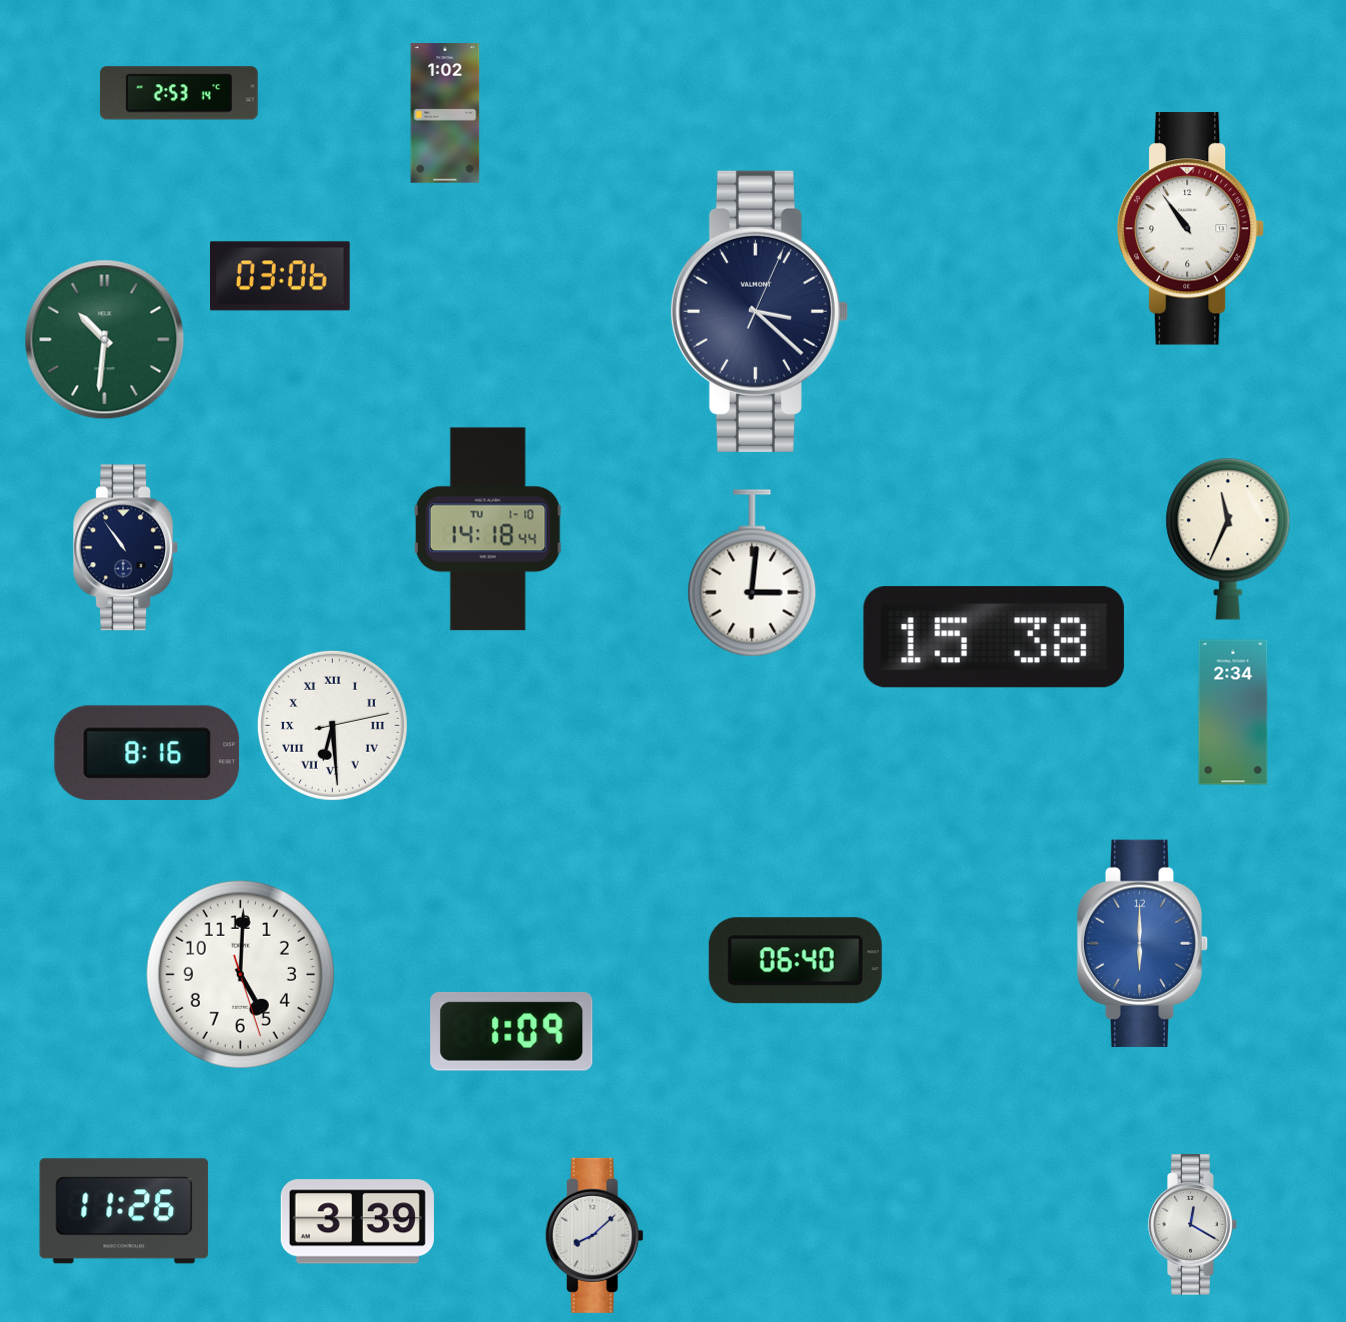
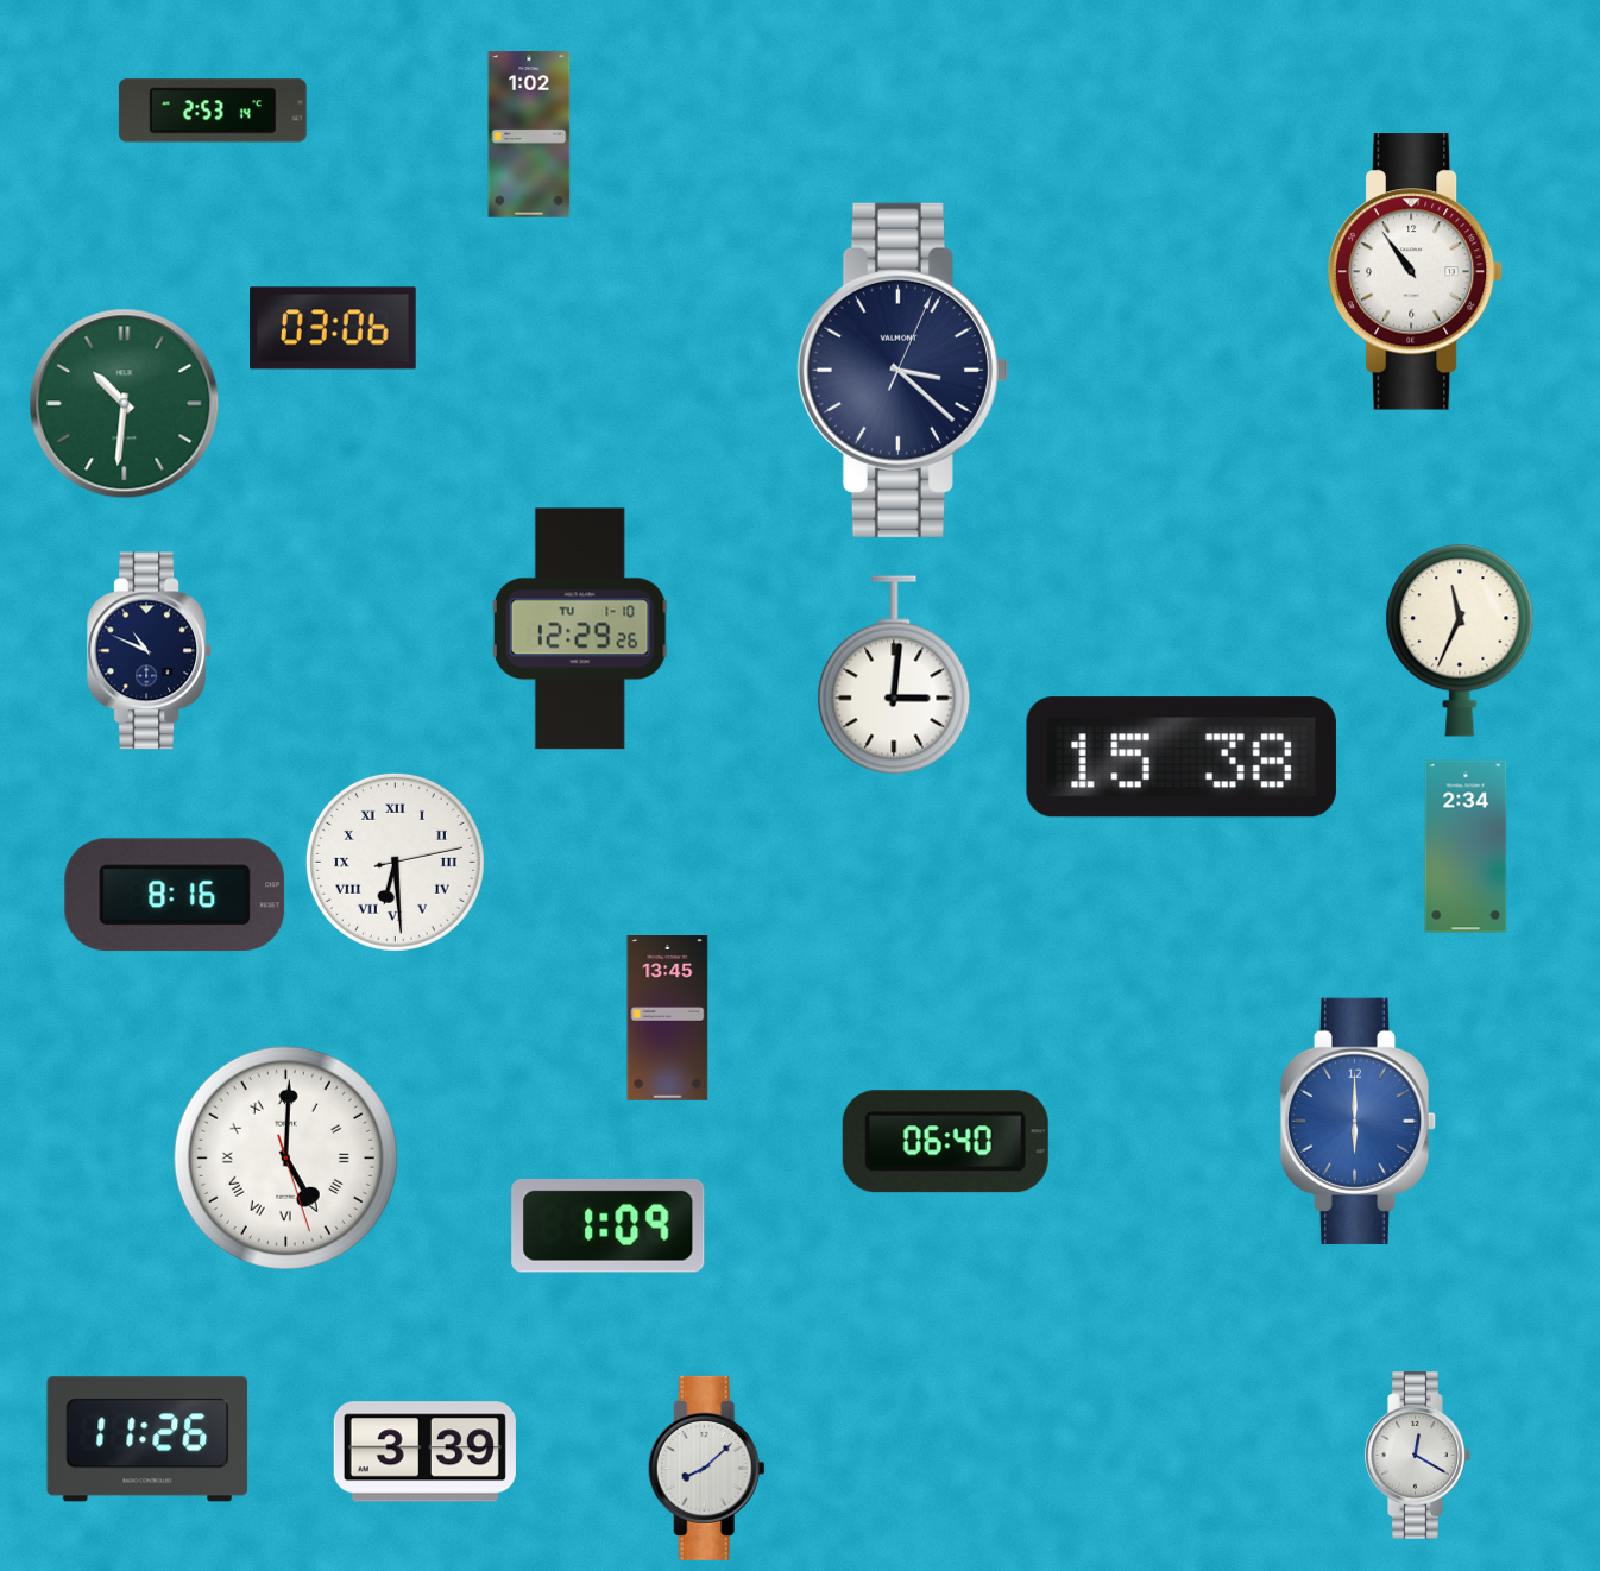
clock at (488, 529): 14:18 -> 12:29
clock at (125, 548): 10:54 -> 10:49
clock at (752, 573) position: (752, 573) -> (894, 675)
clock at (668, 1018): none -> 13:45
clock at (240, 974) numerals: Arabic -> Roman
